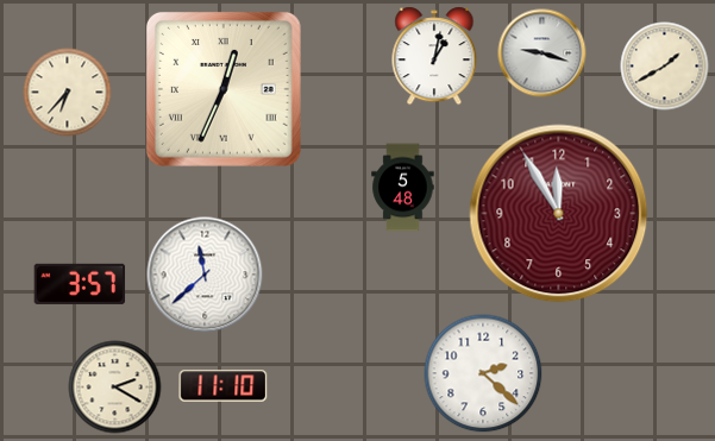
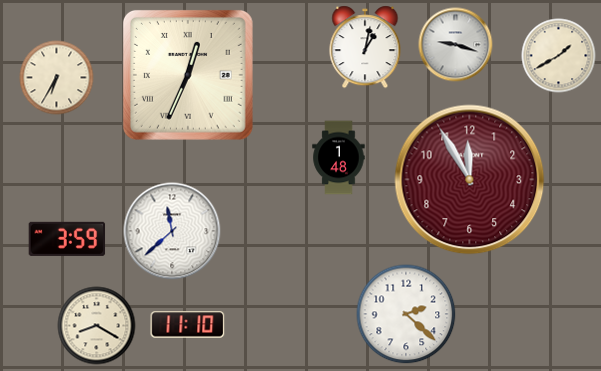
clock at (68, 93): 6:37 -> 6:35
clock at (403, 188): 5:48 -> 1:48
clock at (80, 284): 3:57 -> 3:59
clock at (115, 388): 2:20 -> 8:20
